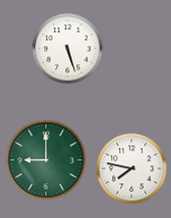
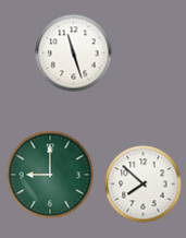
clock at (68, 49): 5:27 -> 11:27
clock at (132, 169): 7:47 -> 7:52
